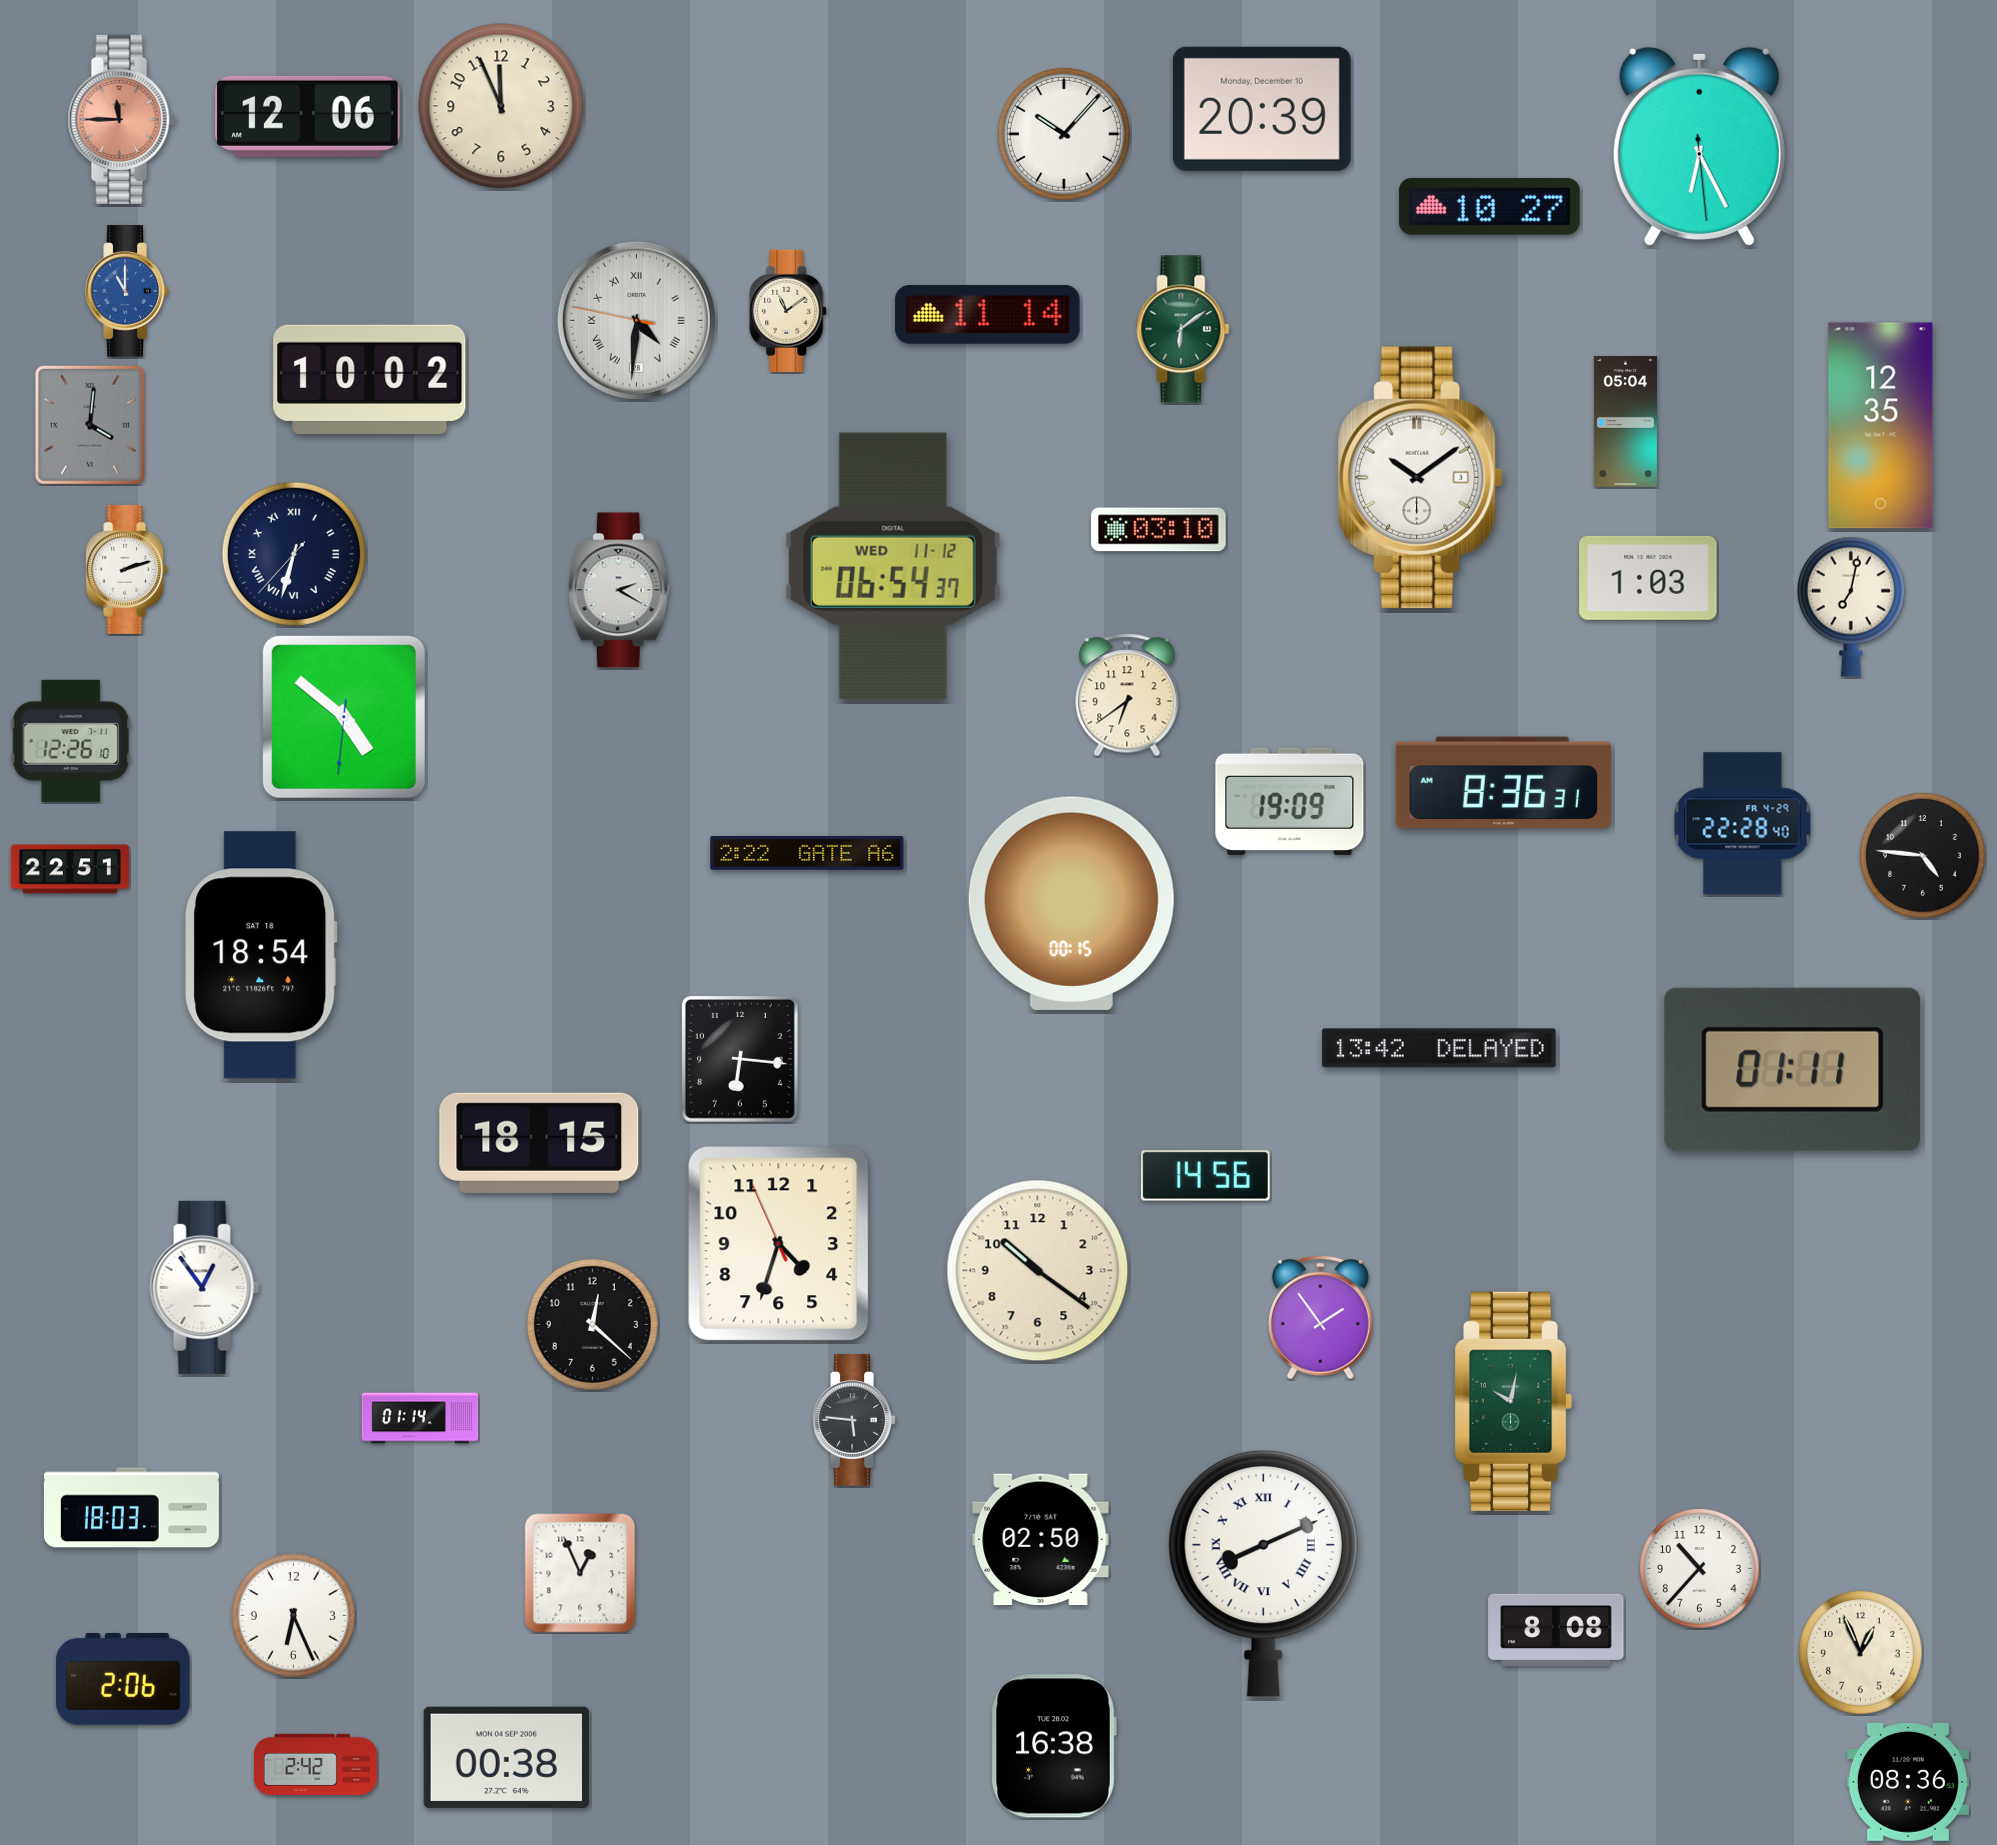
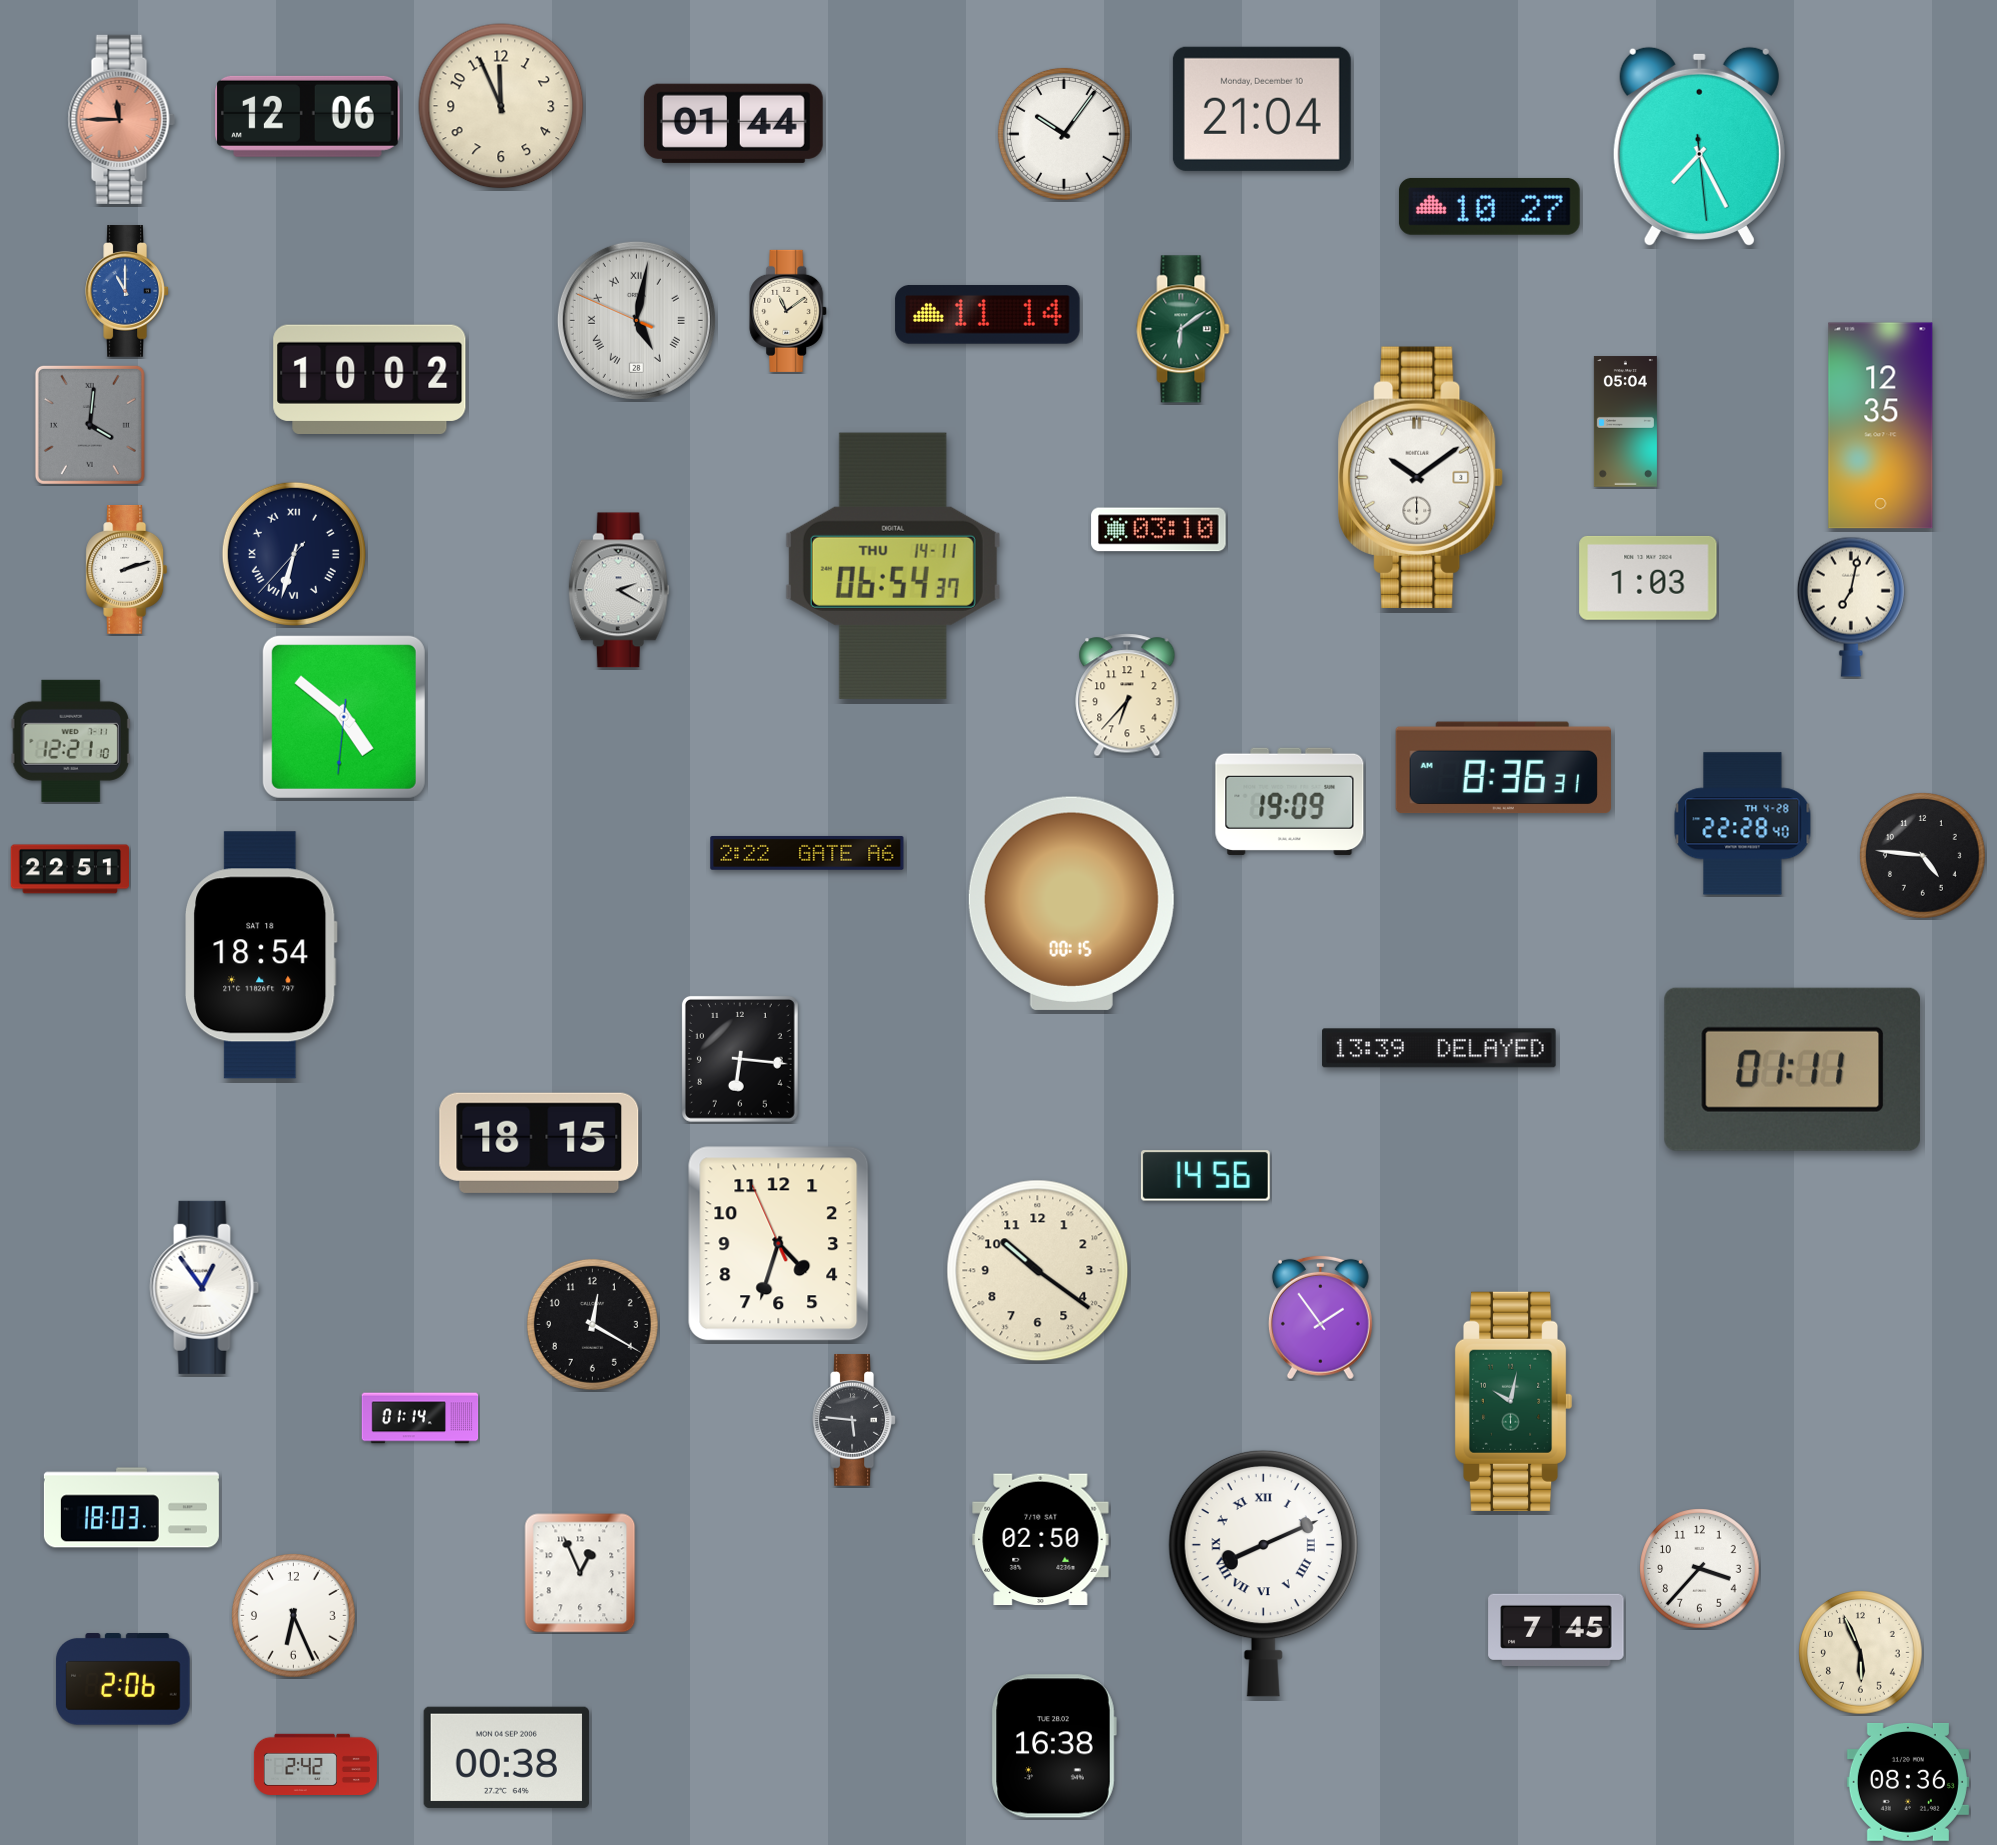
clock at (1262, 109): 20:39 -> 21:04
clock at (733, 123): none -> 01:44
clock at (1064, 134): 10:07 -> 10:06
clock at (1699, 147): 6:25 -> 7:25
clock at (636, 320): 4:30 -> 5:01
clock at (893, 566) date: WED 11-12 -> THU 14-11
clock at (1127, 695): 6:39 -> 6:37
clock at (71, 741): 12:26 -> 12:21
clock at (1503, 783) position: (1503, 783) -> (1503, 768)
clock at (1743, 824) date: FR 4-29 -> TH 4-28
clock at (1439, 1048): 13:42 -> 13:39
clock at (592, 1324): 12:22 -> 12:20
clock at (1700, 1569): 10:37 -> 3:37
clock at (1556, 1629): 8:08 -> 7:45
clock at (1861, 1653): 12:56 -> 5:56
